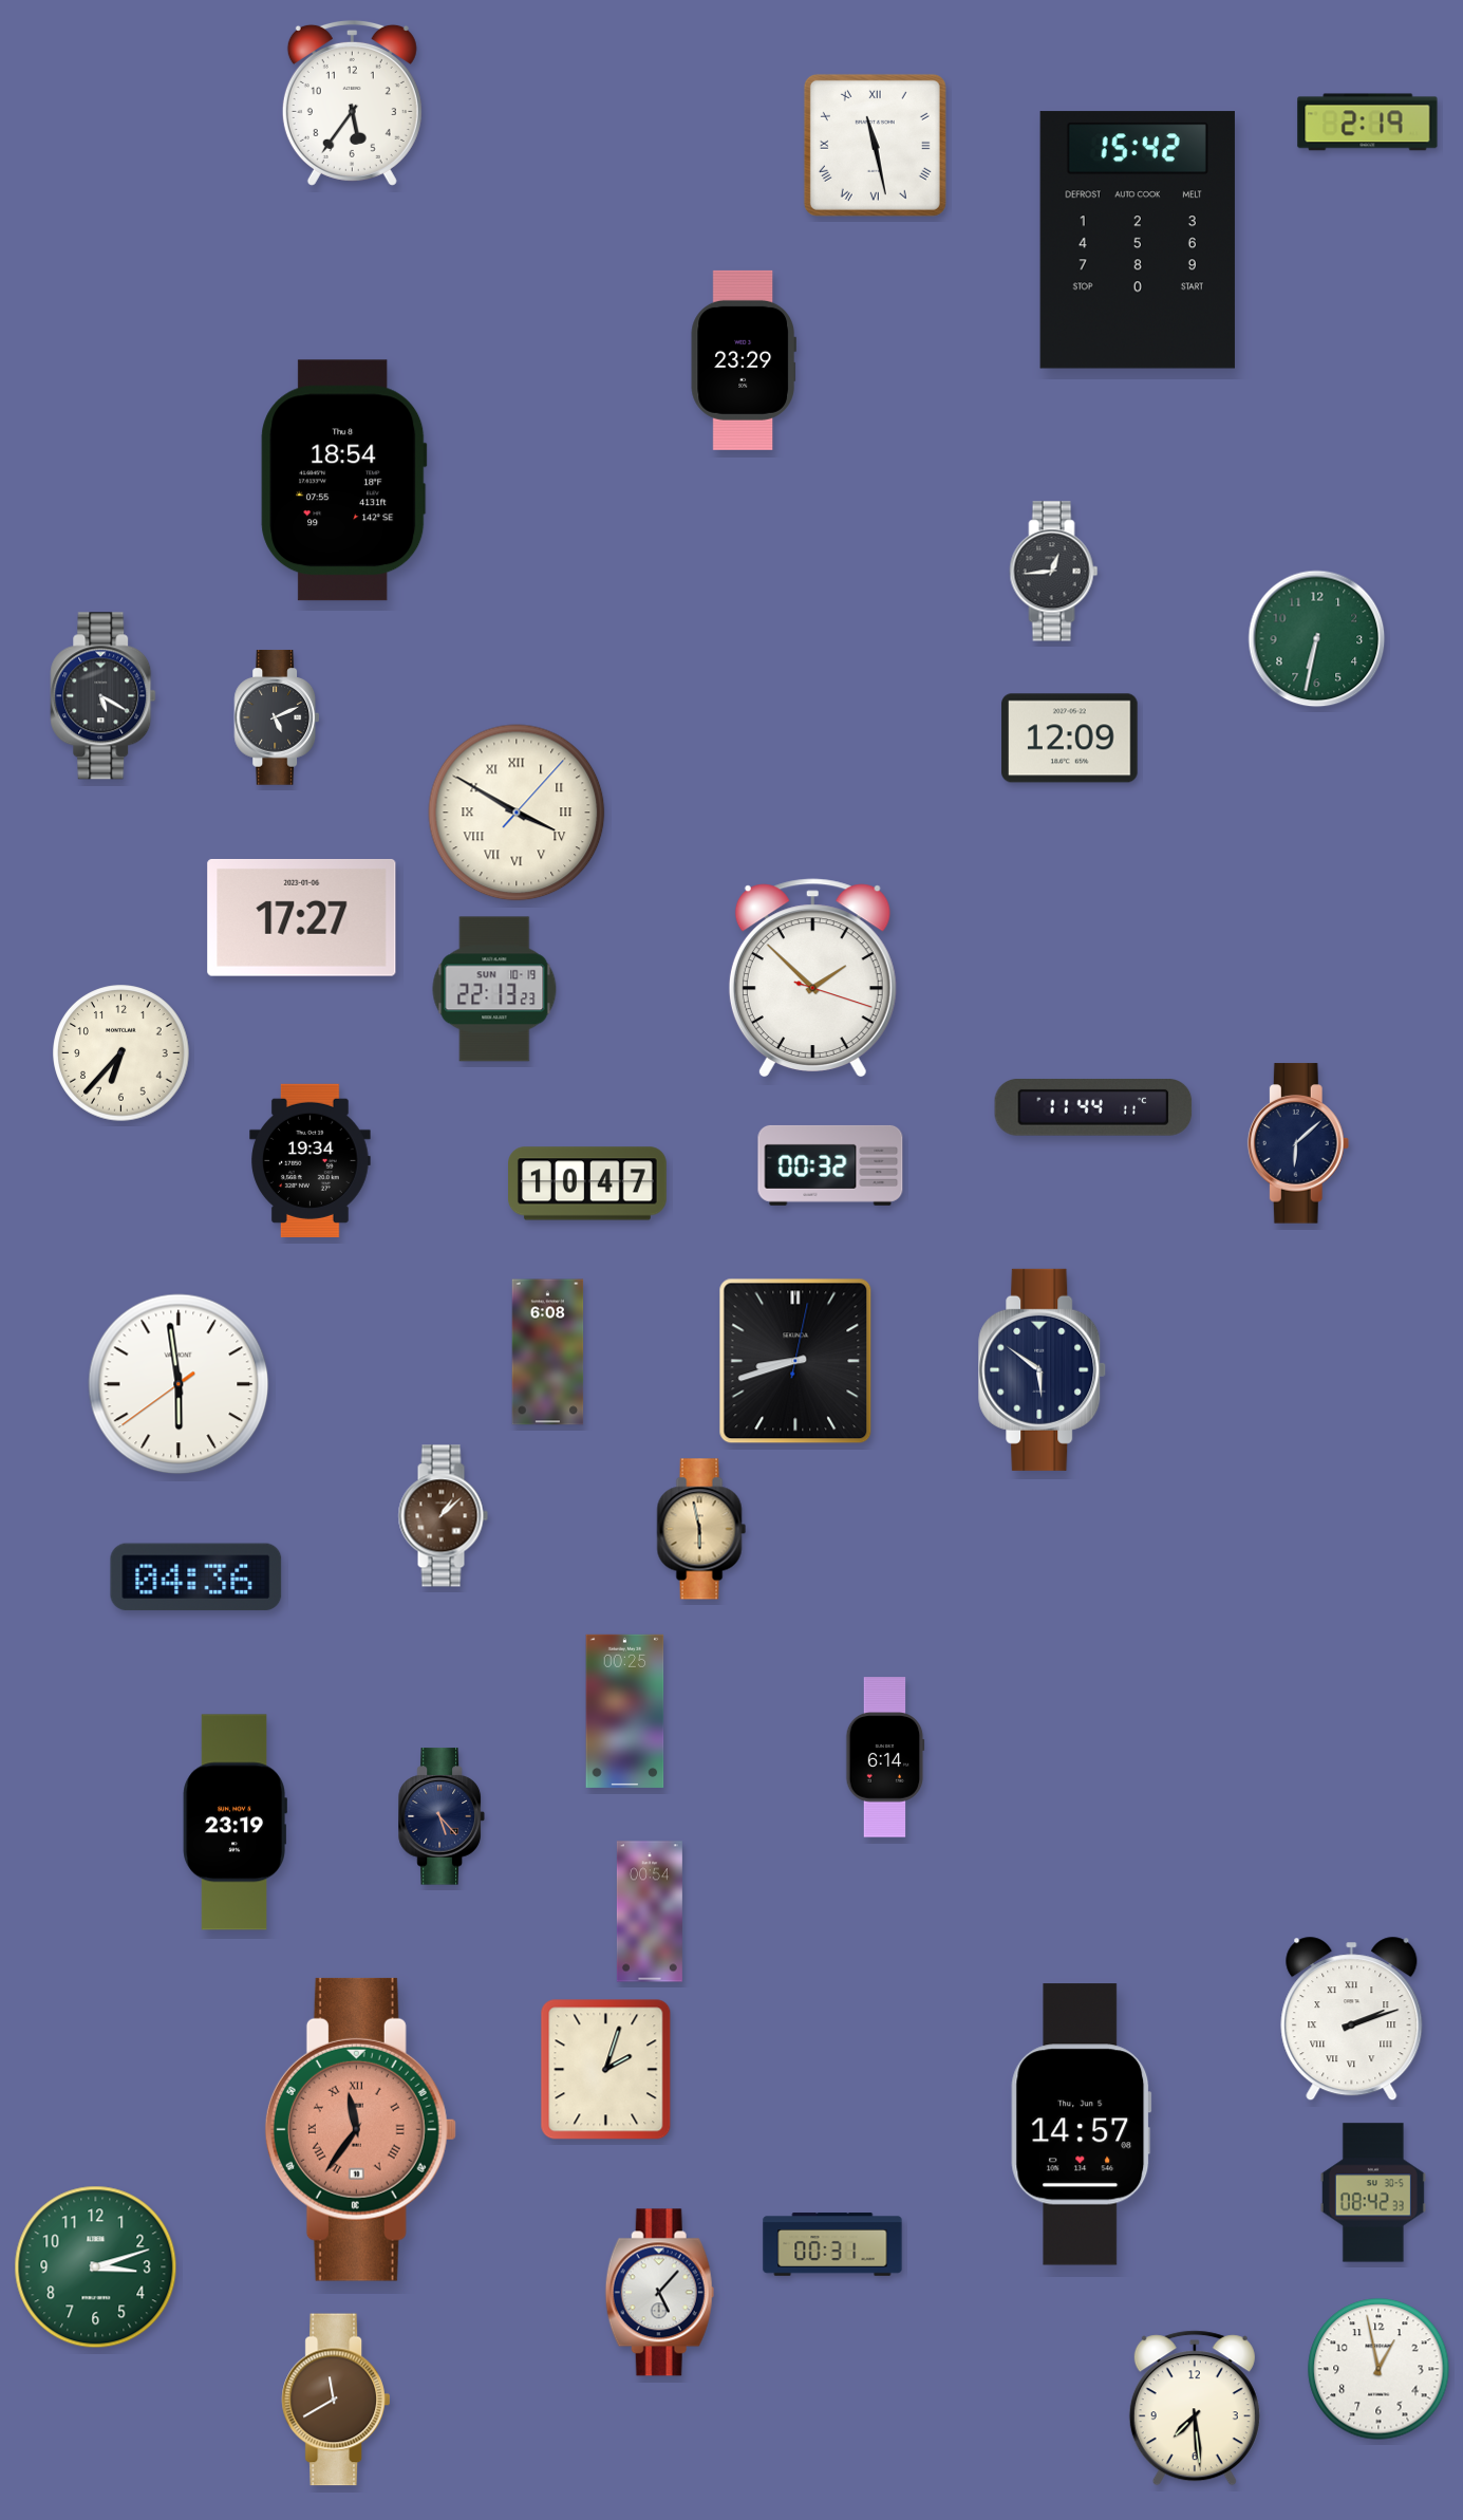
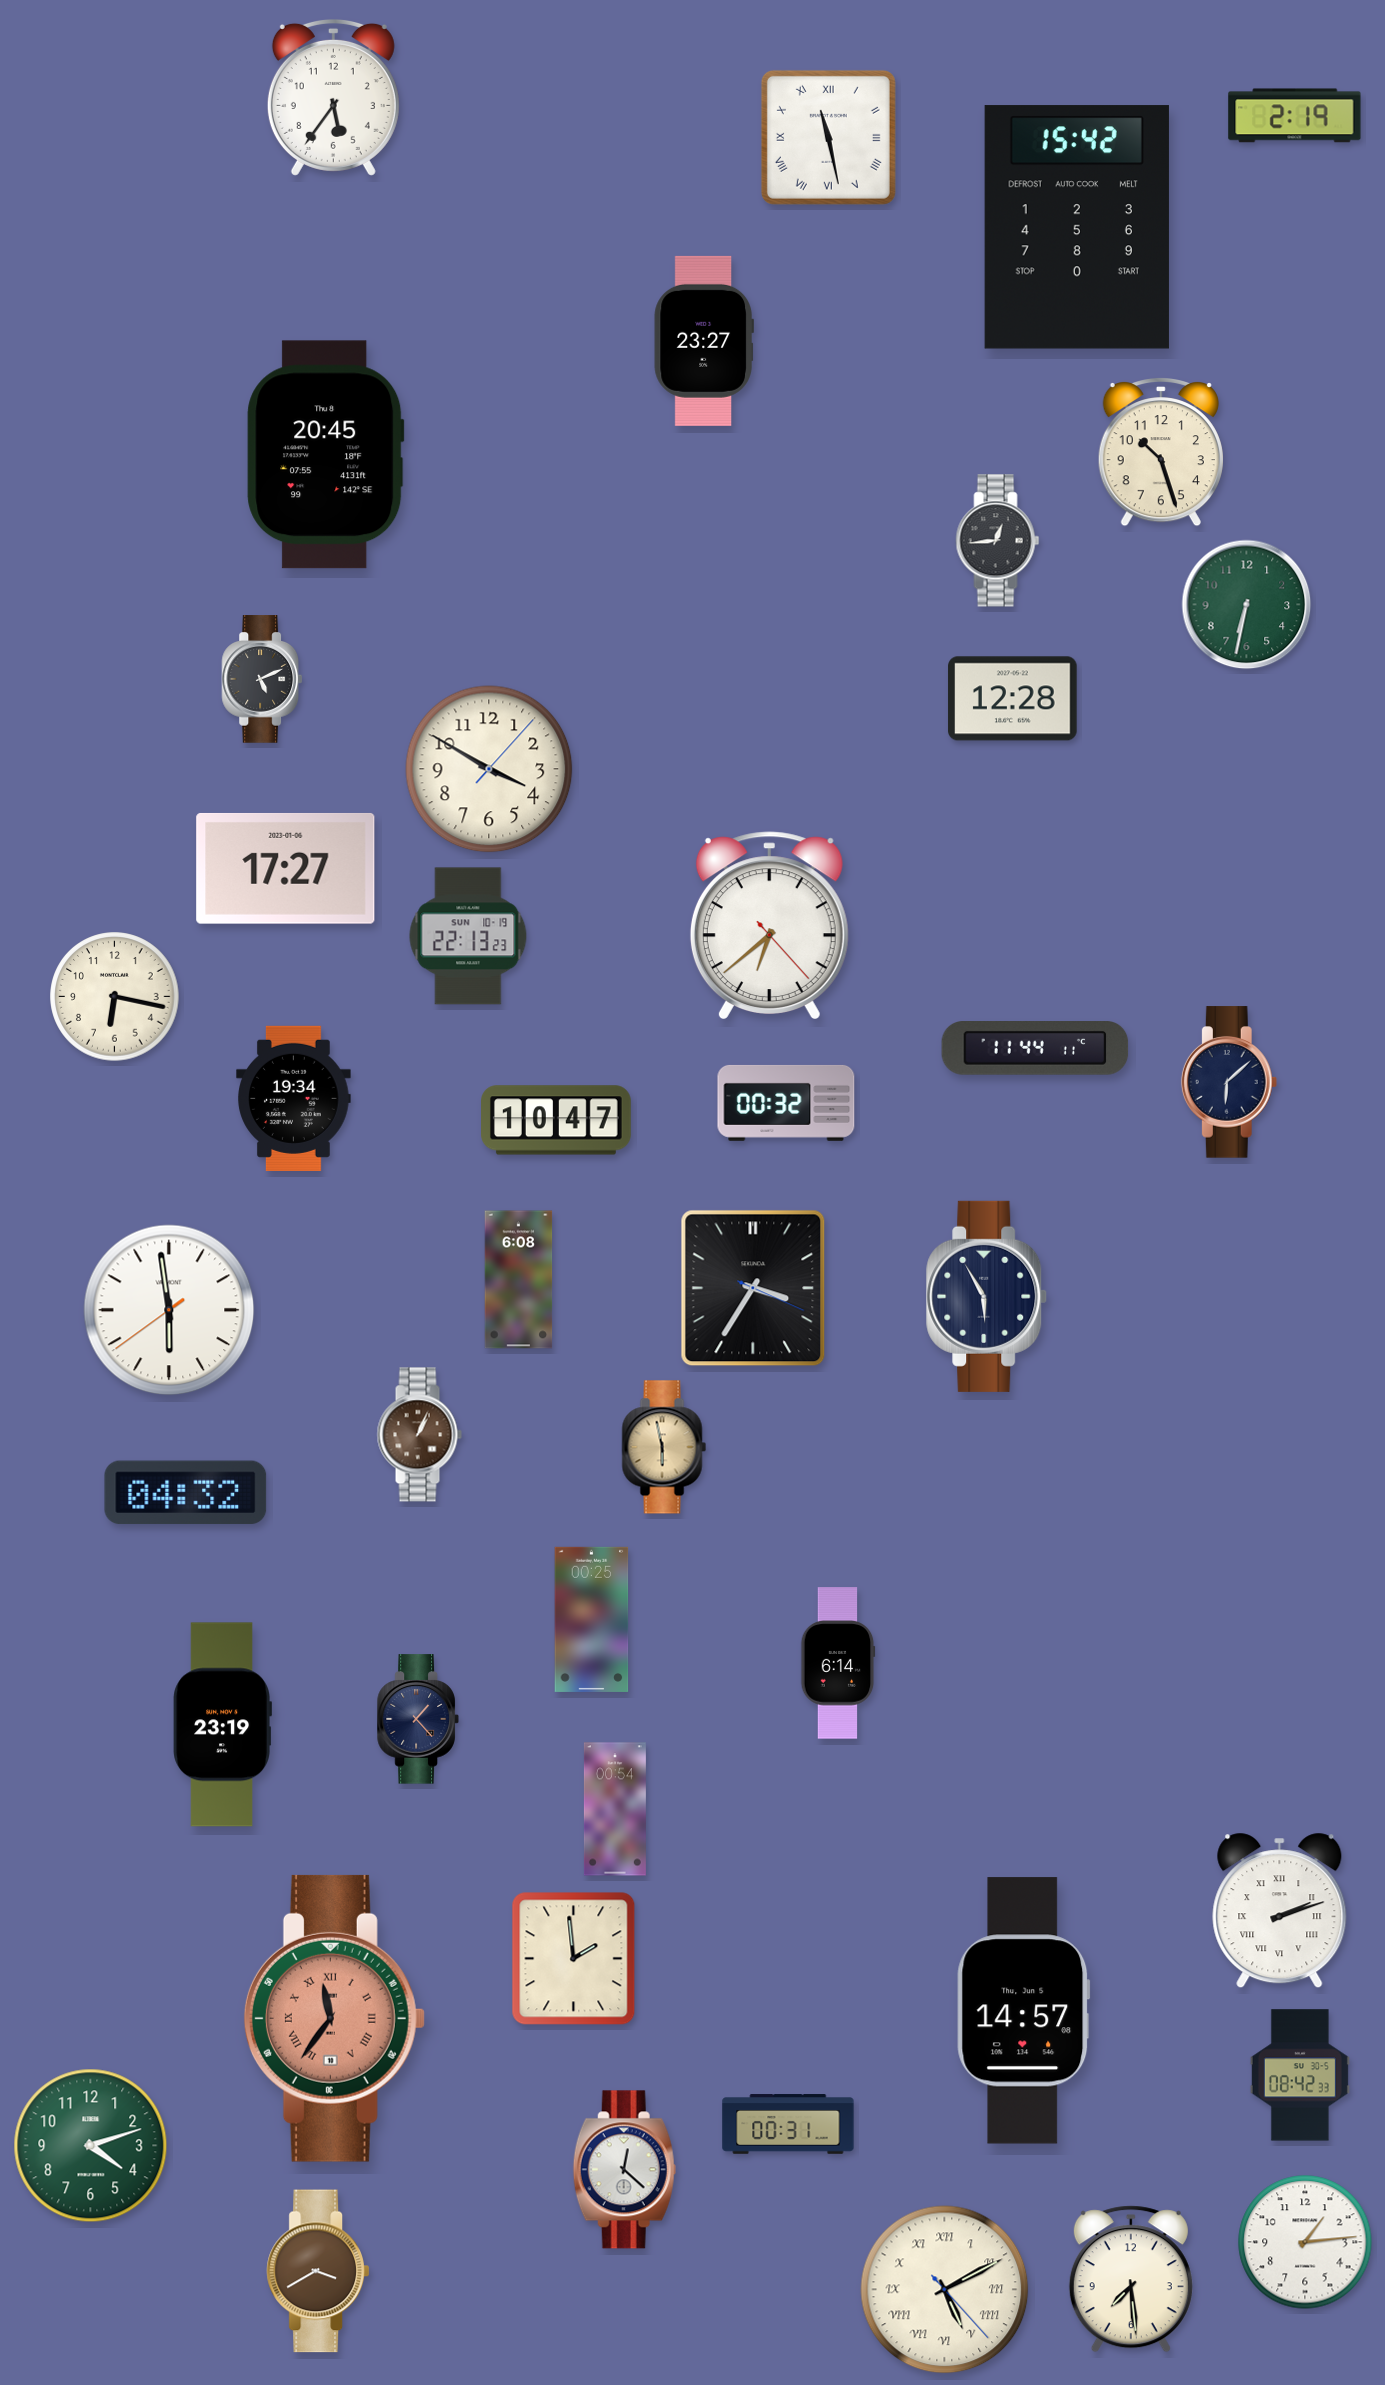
clock at (744, 360): 23:29 -> 23:27
clock at (1161, 453): none -> 10:27
clock at (344, 481): 18:54 -> 20:45
clock at (104, 696): 5:20 -> none
clock at (1070, 739): 12:09 -> 12:28
clock at (517, 813) numerals: Roman -> Arabic
clock at (812, 977): 1:52 -> 6:38
clock at (121, 1053): 6:37 -> 6:17
clock at (795, 1361): 8:42 -> 3:35
clock at (1043, 1369): 5:51 -> 5:55
clock at (443, 1516): 1:08 -> 1:04
clock at (196, 1578): 04:36 -> 04:32
clock at (442, 1816): 5:23 -> 1:23
clock at (606, 2070): 2:03 -> 1:59
clock at (360, 2129) position: (360, 2129) -> (334, 2018)
clock at (96, 2267): 3:12 -> 4:12
clock at (659, 2293): 5:07 -> 12:22
clock at (1378, 2369): 12:58 -> 1:14
clock at (335, 2400): 11:40 -> 3:40
clock at (945, 2290): none -> 5:10
